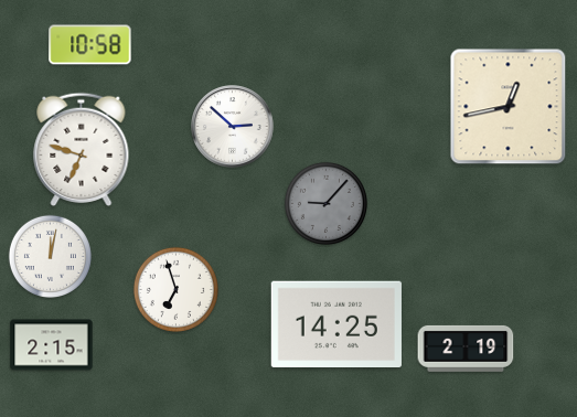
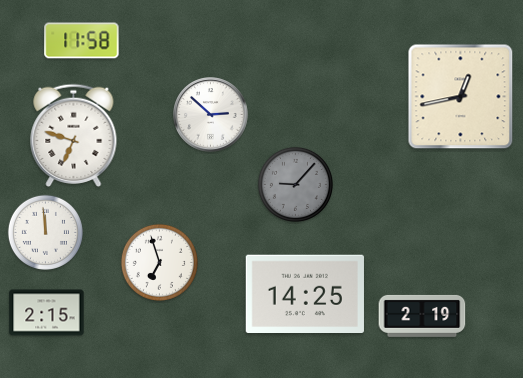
clock at (90, 45): 10:58 -> 11:58
clock at (50, 256): 12:02 -> 11:59
